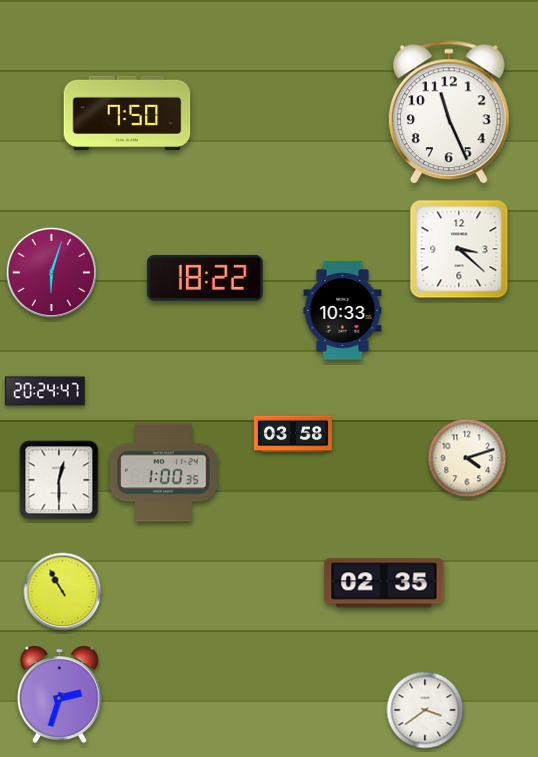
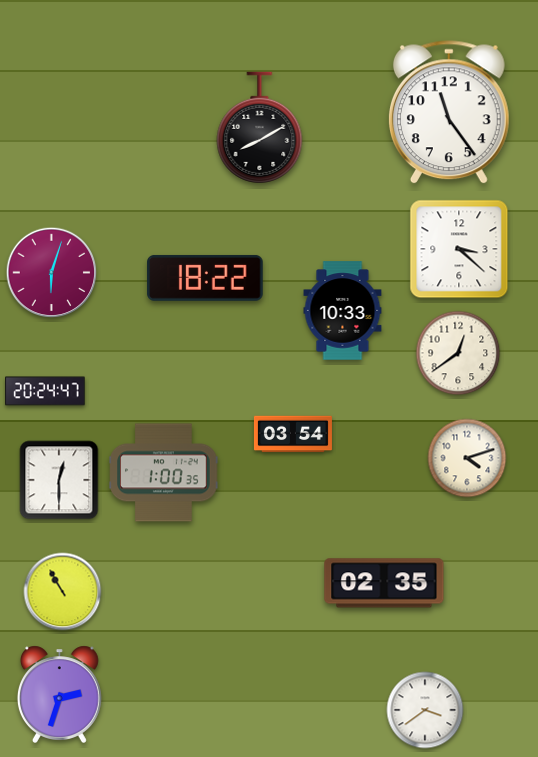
clock at (127, 113): 7:50 -> none
clock at (449, 113): 11:26 -> 11:24
clock at (260, 128): none -> 8:10
clock at (458, 353): none -> 12:39
clock at (293, 434): 03:58 -> 03:54
